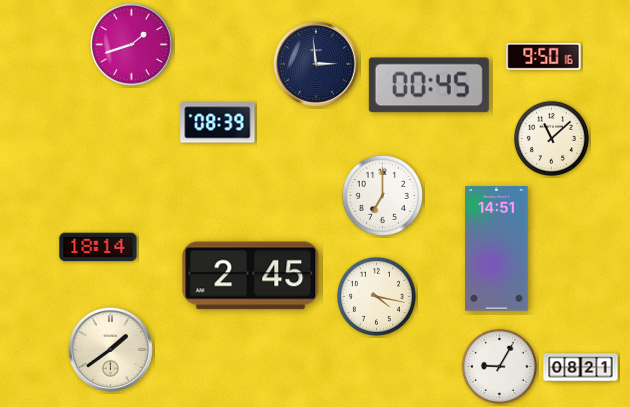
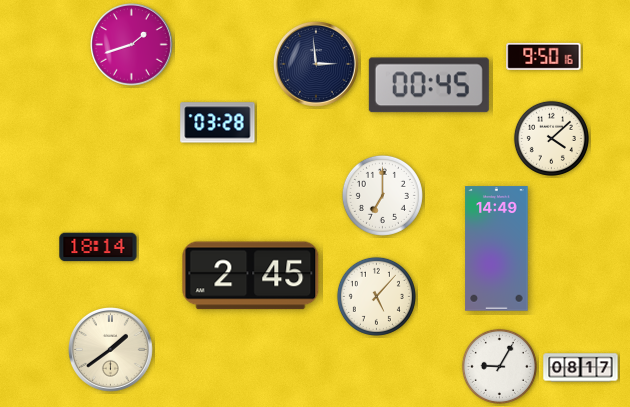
clock at (218, 123): 08:39 -> 03:28
clock at (551, 138): 11:08 -> 4:08
clock at (497, 249): 14:51 -> 14:49
clock at (376, 296): 4:17 -> 5:07
clock at (581, 368): 08:21 -> 08:17
